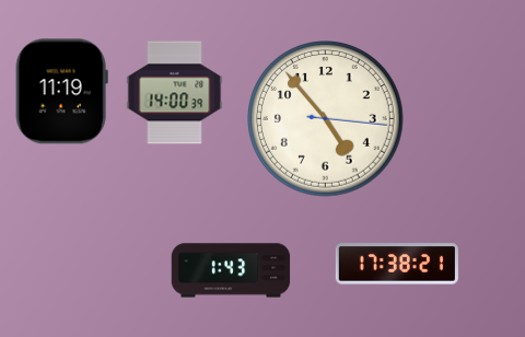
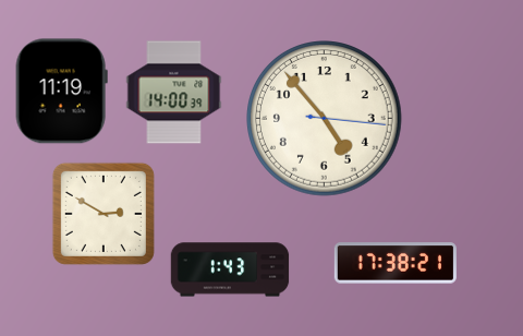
clock at (104, 214): none -> 2:50
